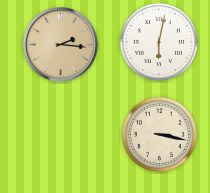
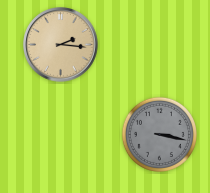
clock at (159, 42): 6:02 -> none
clock at (159, 134) dial: cream -> grey
